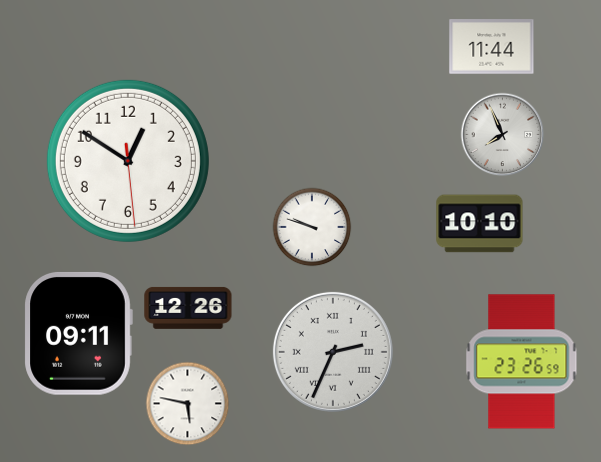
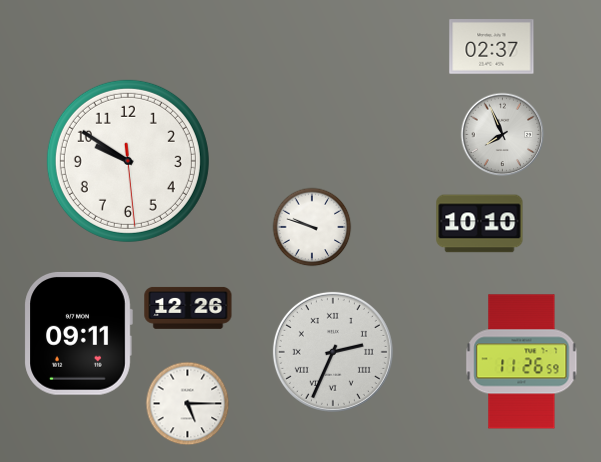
clock at (492, 47): 11:44 -> 02:37
clock at (128, 161): 12:50 -> 9:50
clock at (522, 362): 23:26 -> 11:26
clock at (187, 403): 5:47 -> 5:15
